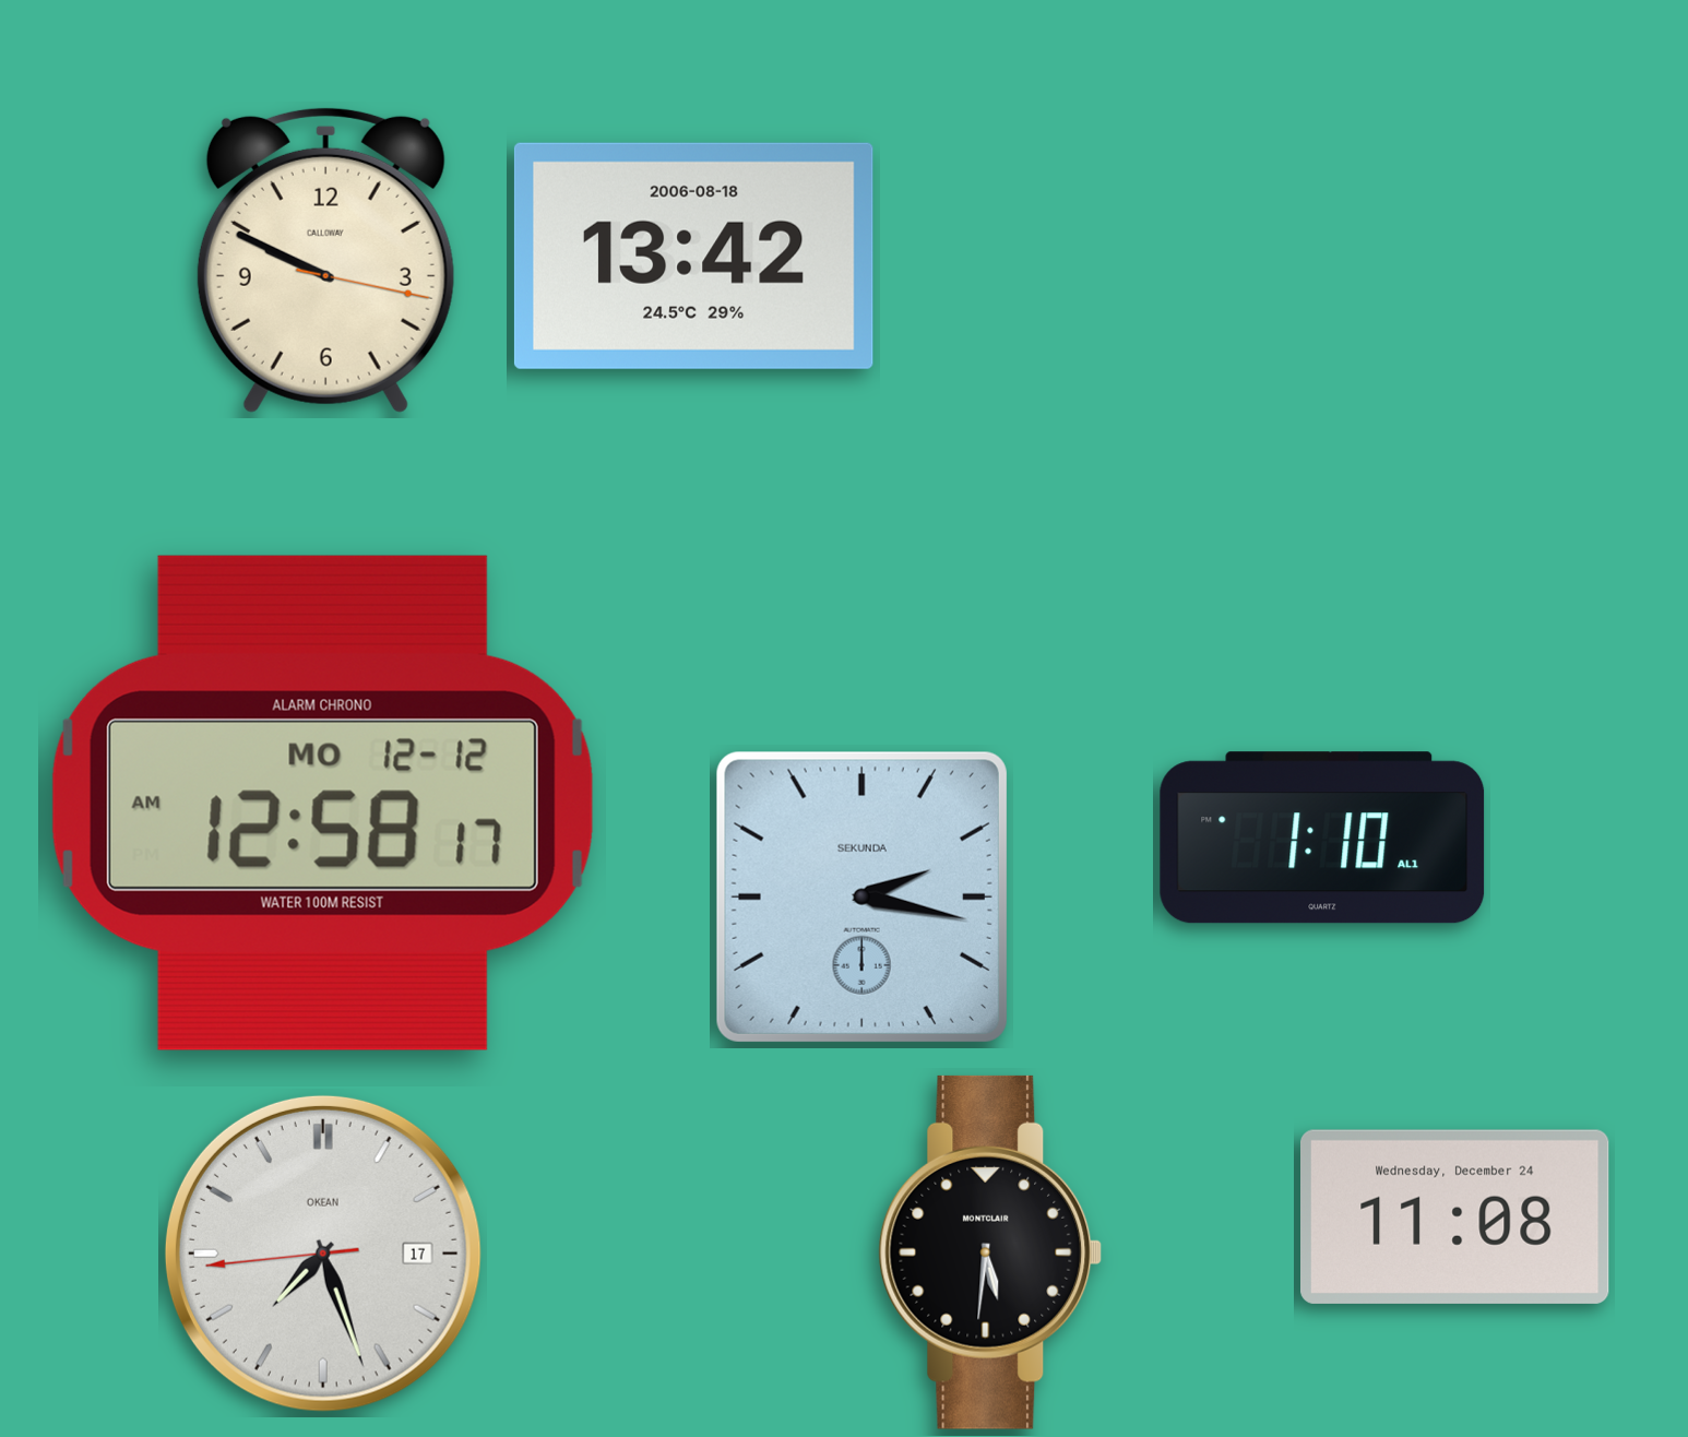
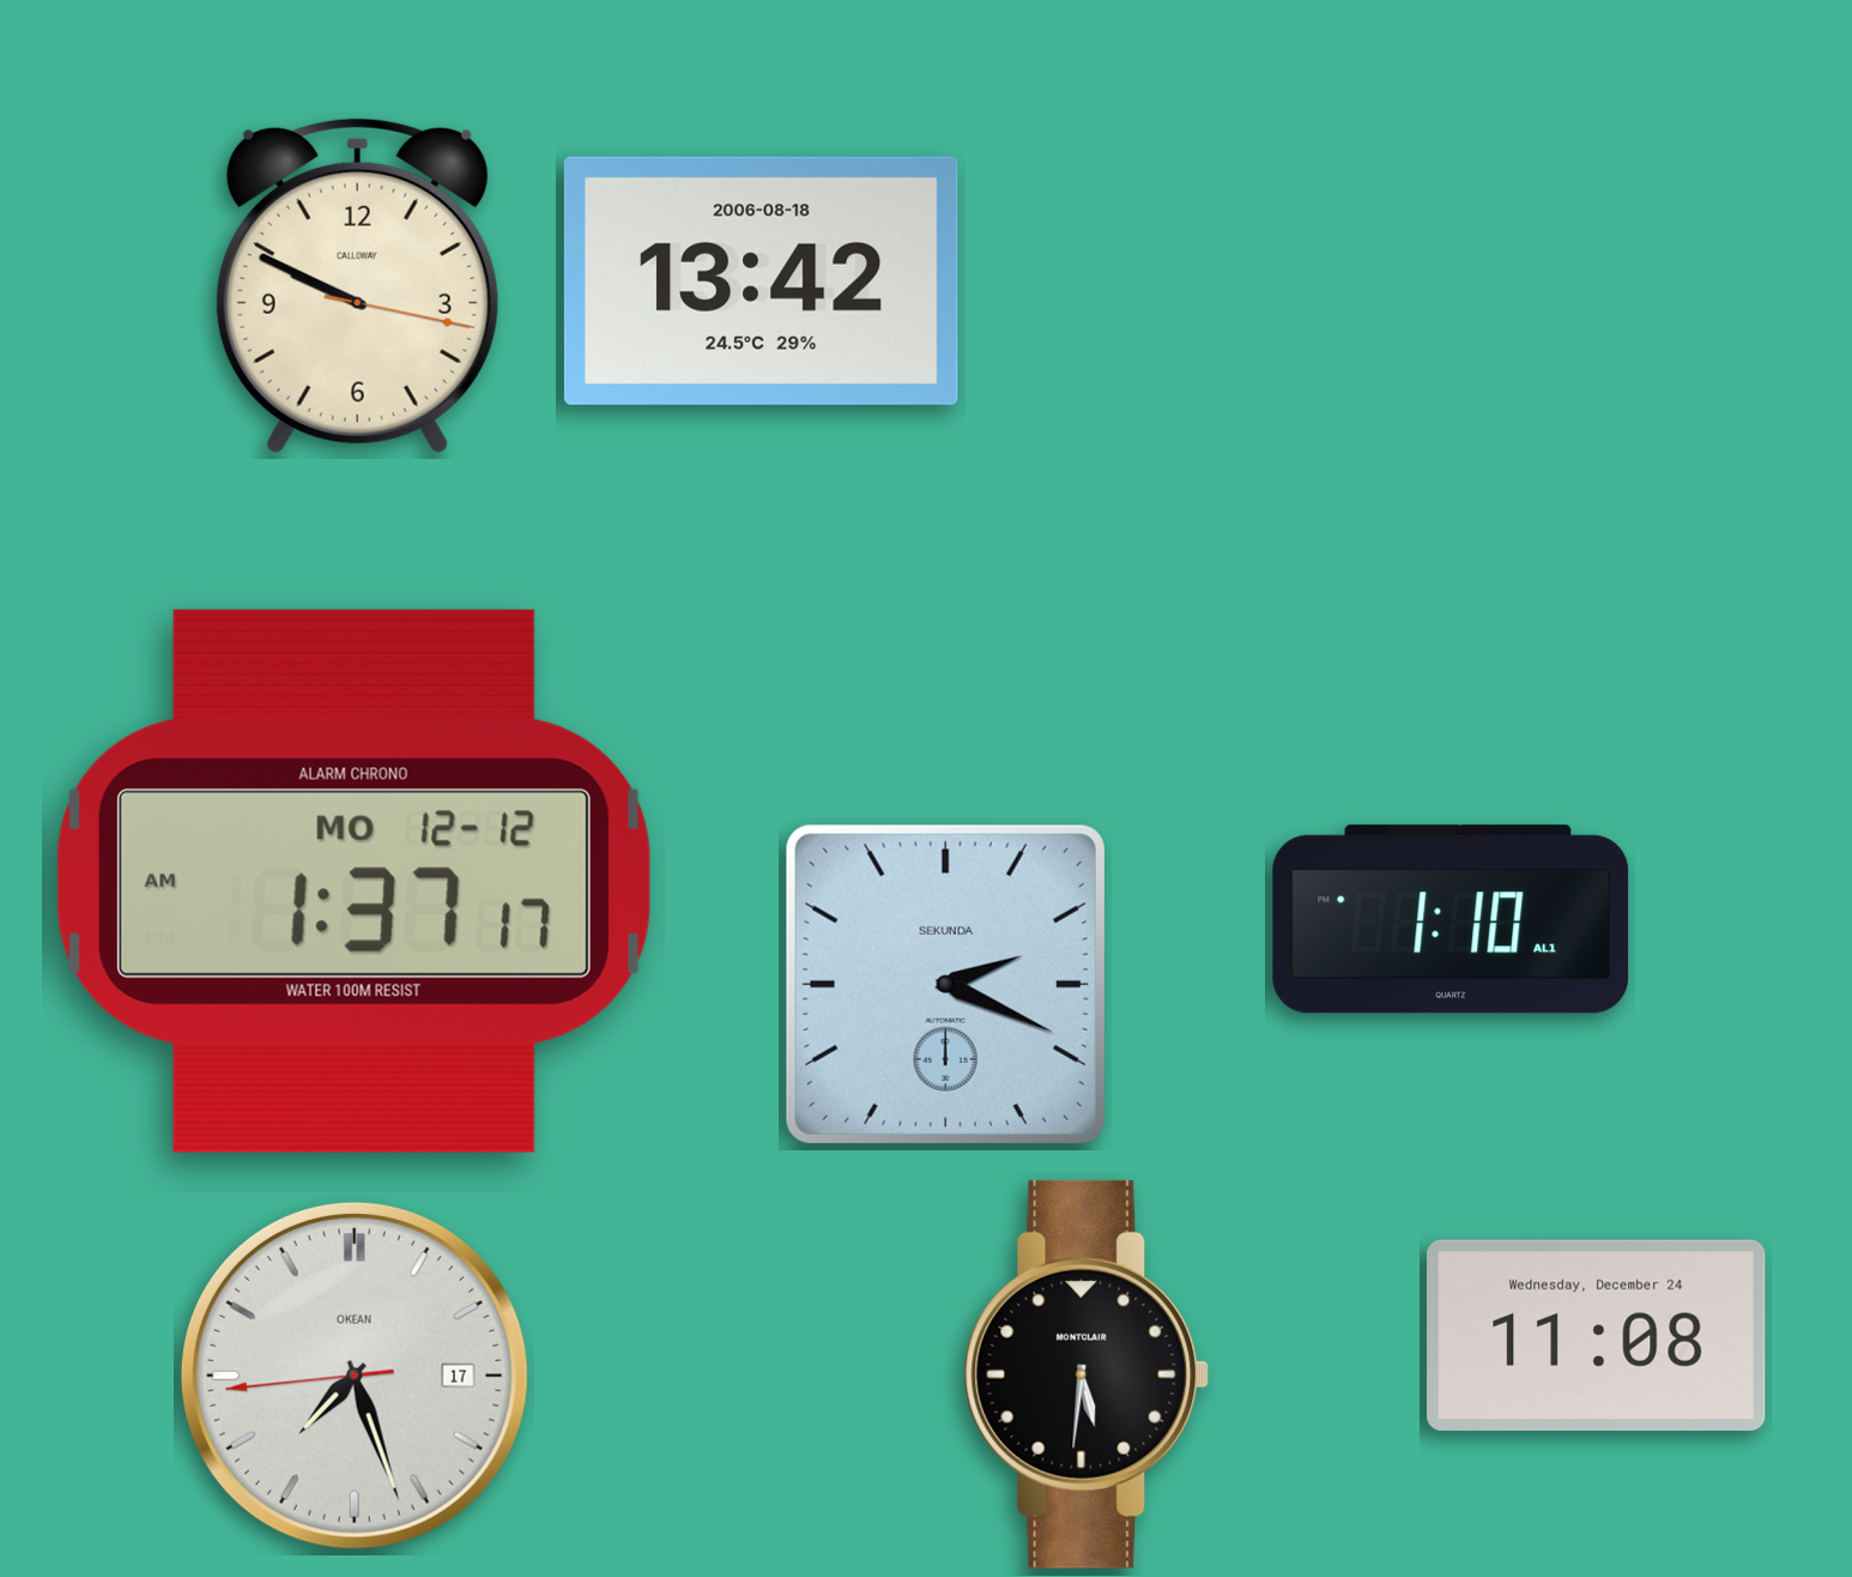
clock at (322, 803): 12:58 -> 1:37
clock at (861, 896): 2:17 -> 2:19
